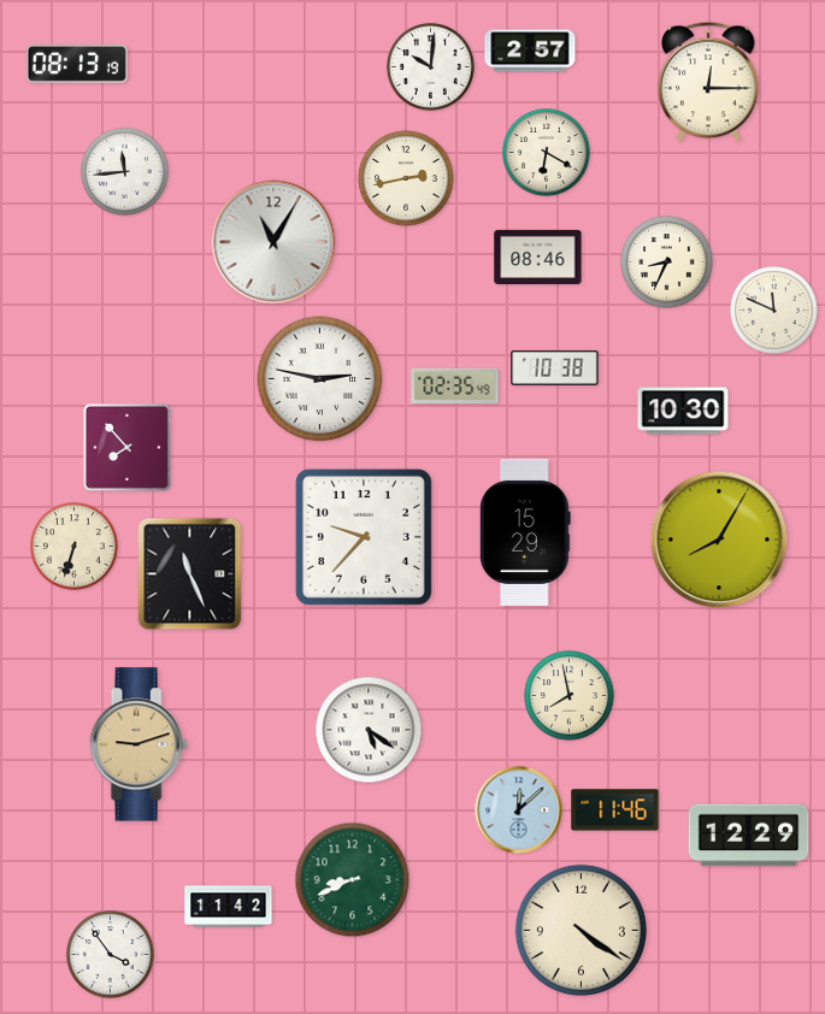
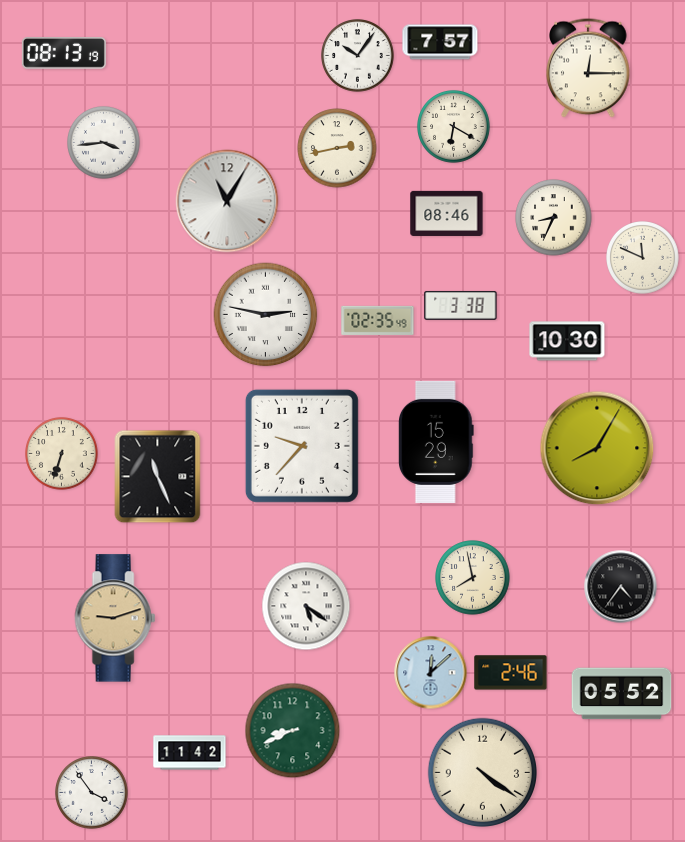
clock at (530, 51): 2:57 -> 7:57
clock at (431, 67): 10:01 -> 10:06
clock at (125, 172): 11:44 -> 3:44
clock at (555, 367): 10:38 -> 3:38
clock at (126, 447): 7:53 -> none
clock at (621, 587): none -> 4:36
clock at (615, 810): 11:46 -> 2:46
clock at (749, 836): 12:29 -> 05:52
